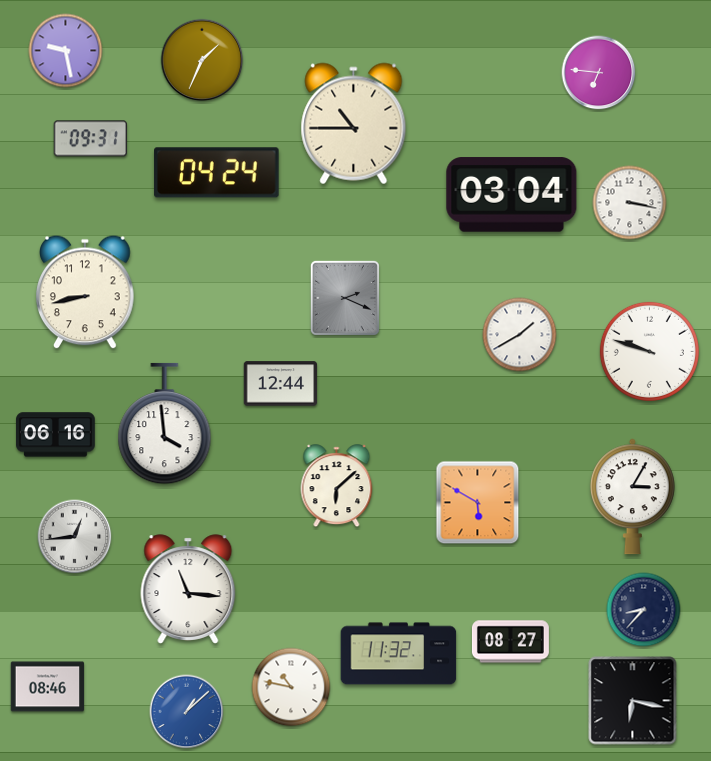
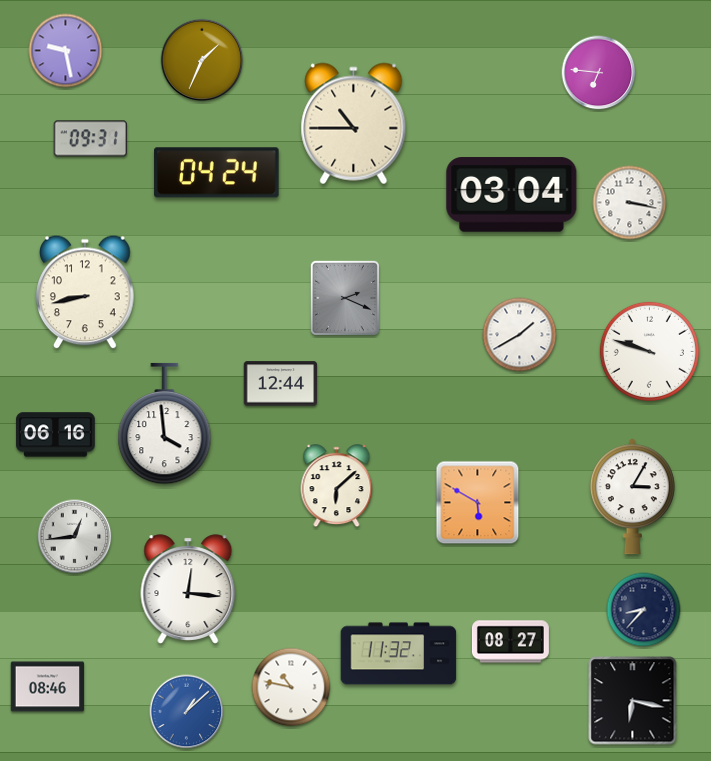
clock at (188, 589): 11:16 -> 12:16
